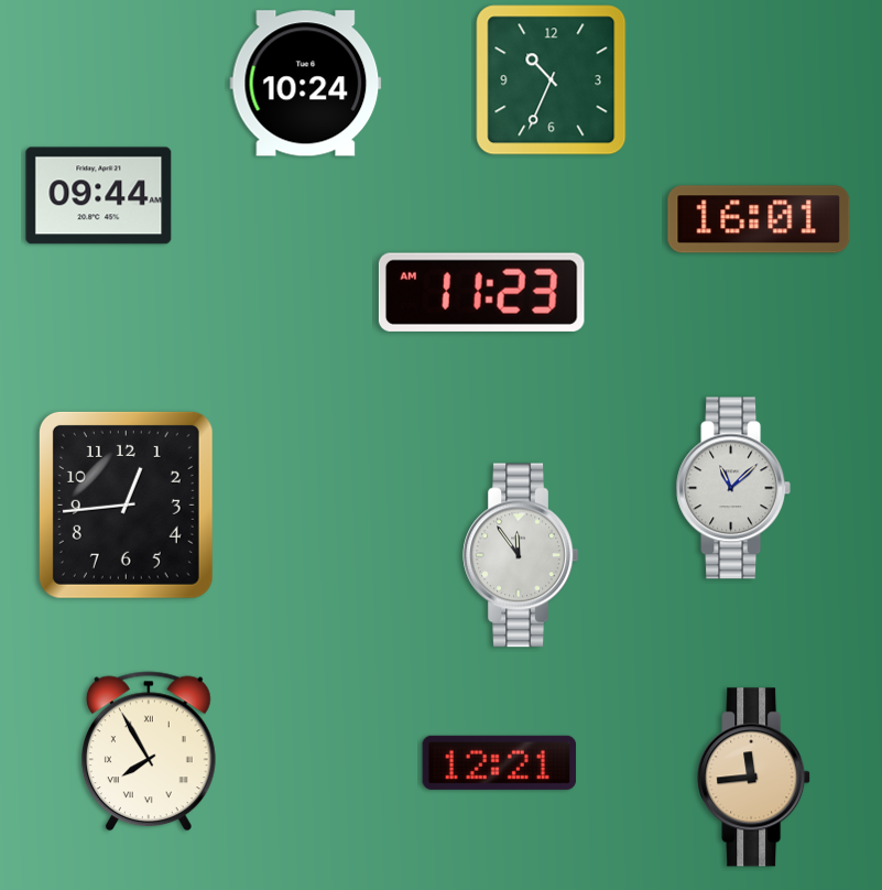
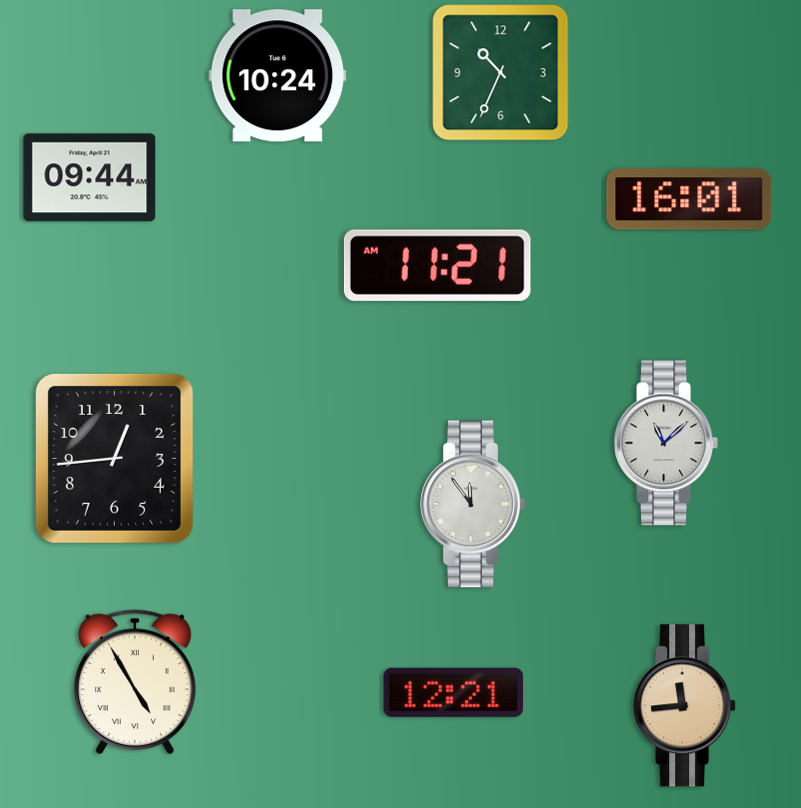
clock at (481, 292): 11:23 -> 11:21
clock at (149, 751): 7:55 -> 4:55
